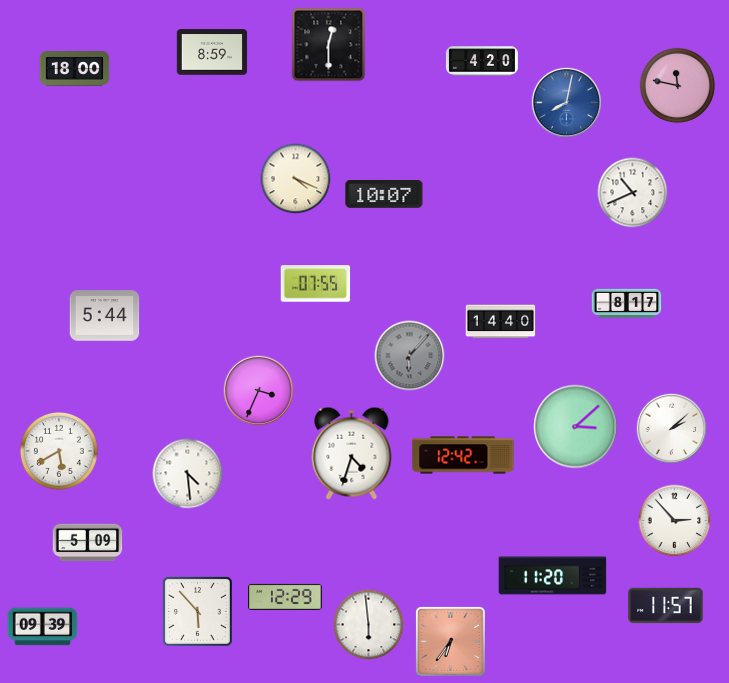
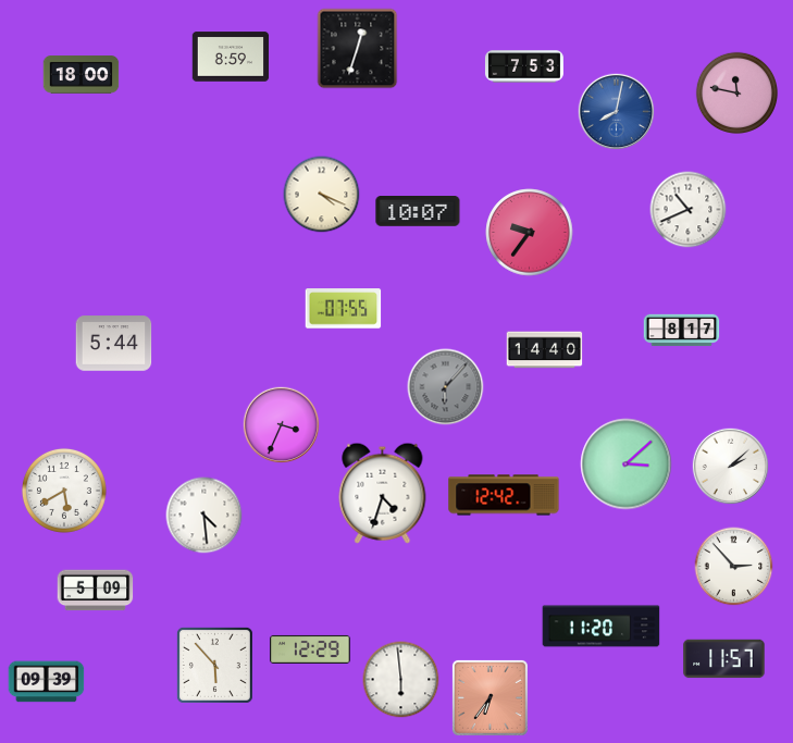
clock at (329, 45): 12:30 -> 12:33
clock at (482, 61): 4:20 -> 7:53
clock at (530, 233): none -> 9:36
